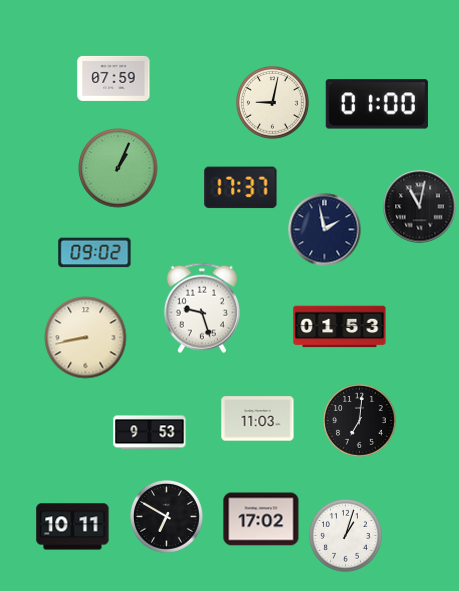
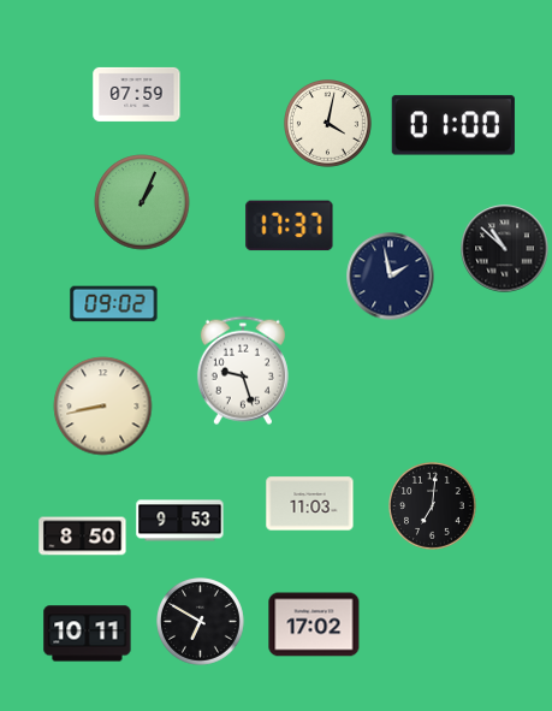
clock at (273, 103): 9:02 -> 4:02
clock at (420, 207): 11:02 -> 10:52
clock at (340, 327): 01:53 -> none
clock at (83, 537): none -> 8:50
clock at (346, 536): 1:03 -> none
